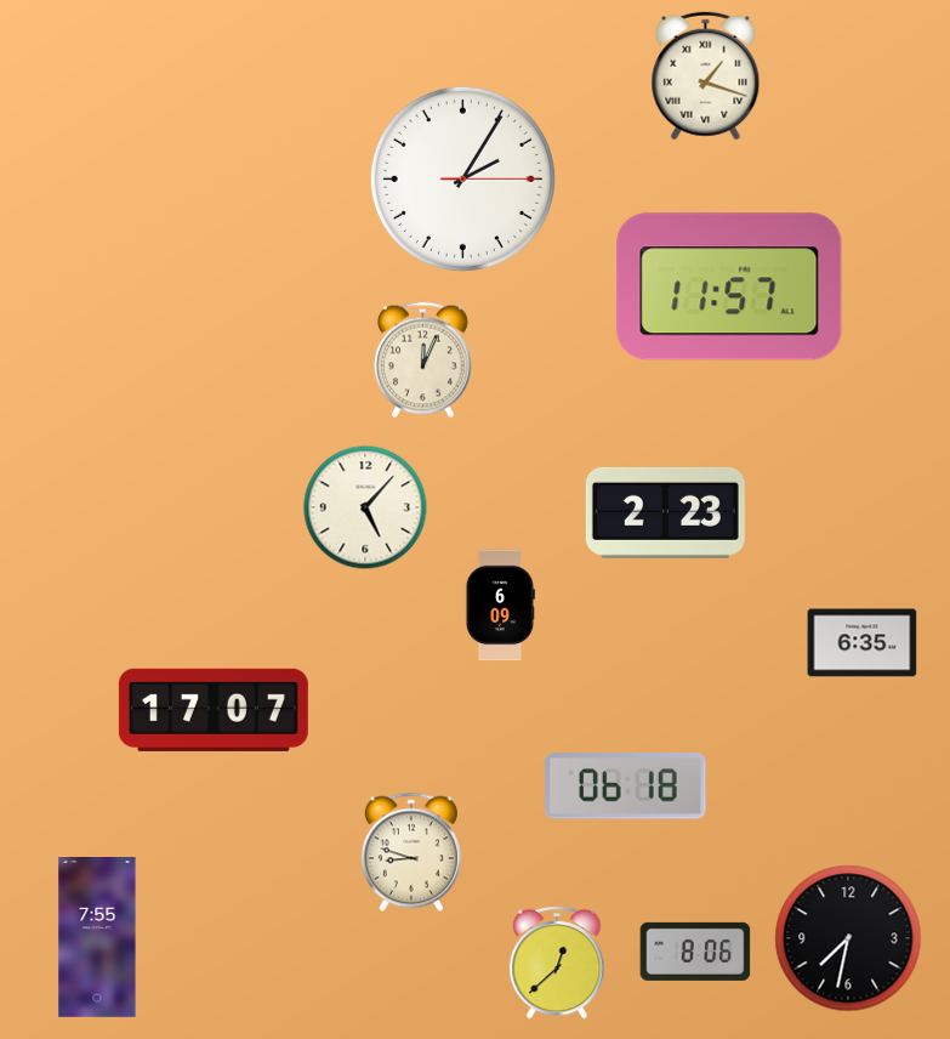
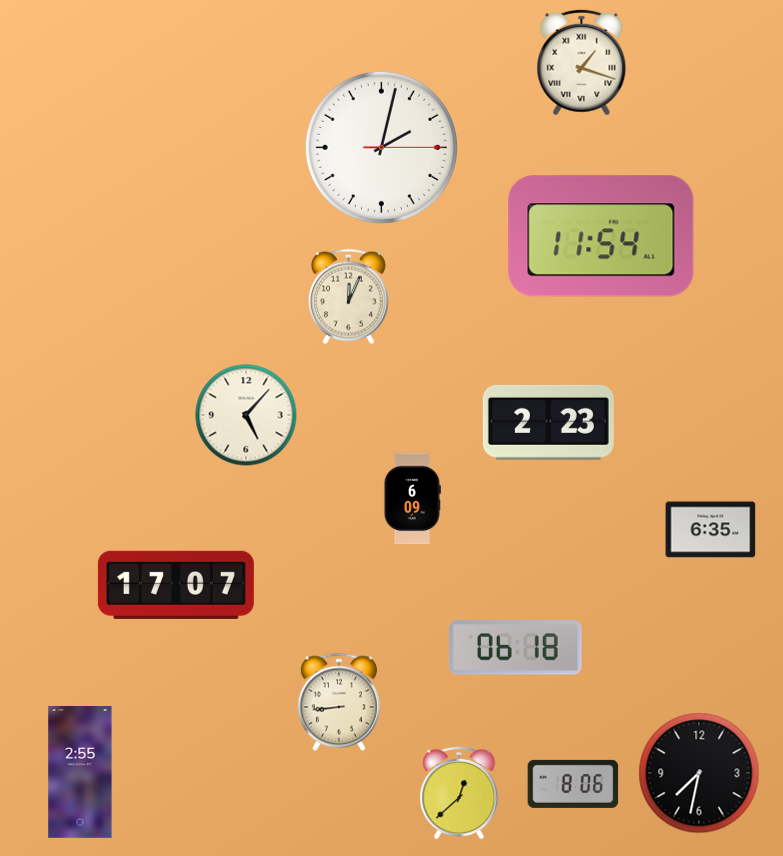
clock at (462, 178): 2:05 -> 2:02
clock at (729, 286): 11:57 -> 11:54
clock at (365, 507) position: (365, 507) -> (246, 415)
clock at (411, 852): 8:48 -> 8:44
clock at (97, 938): 7:55 -> 2:55
